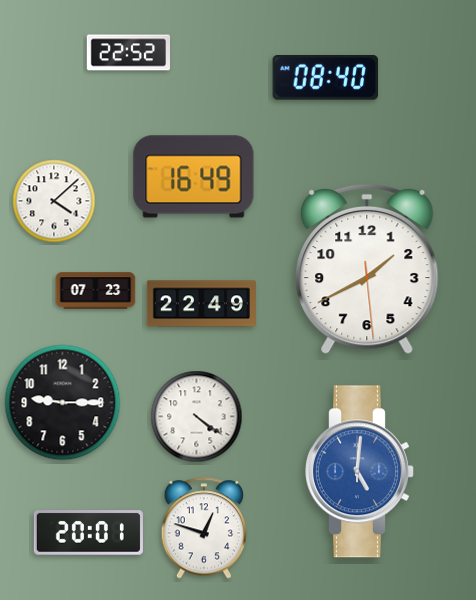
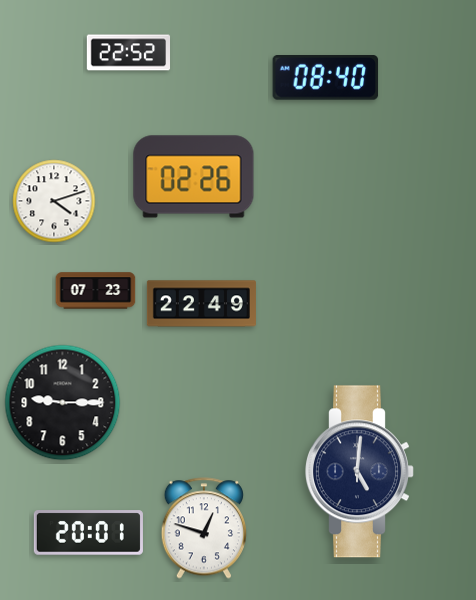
clock at (194, 177): 16:49 -> 02:26
clock at (54, 201): 4:08 -> 4:12
clock at (367, 269): 1:40 -> none
clock at (197, 417): 4:21 -> none
clock at (360, 472) dial: blue -> navy
